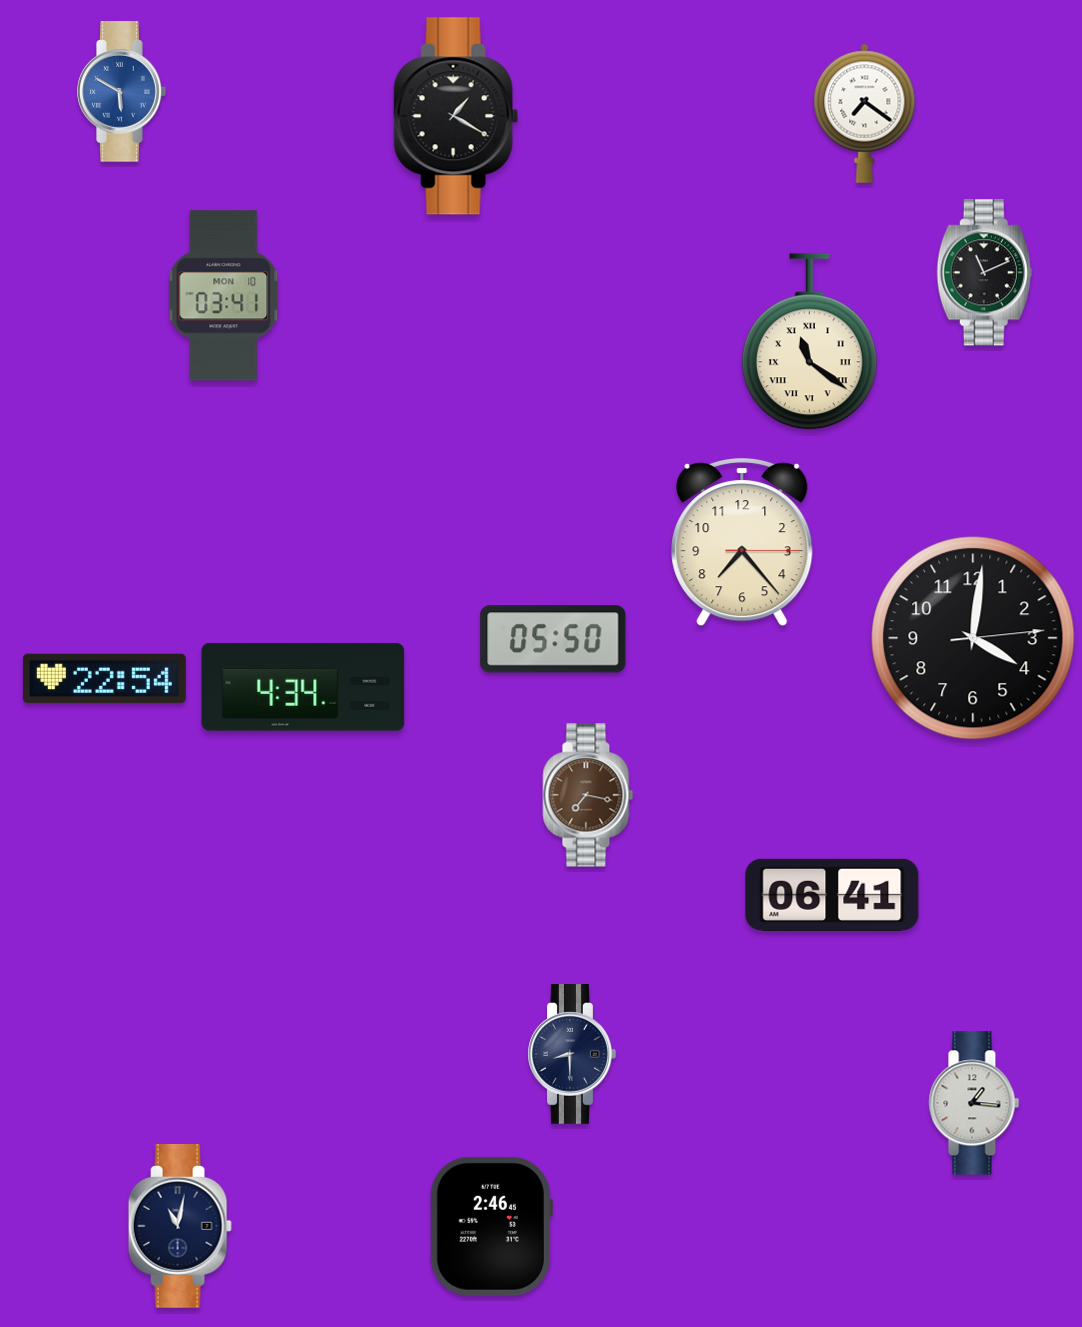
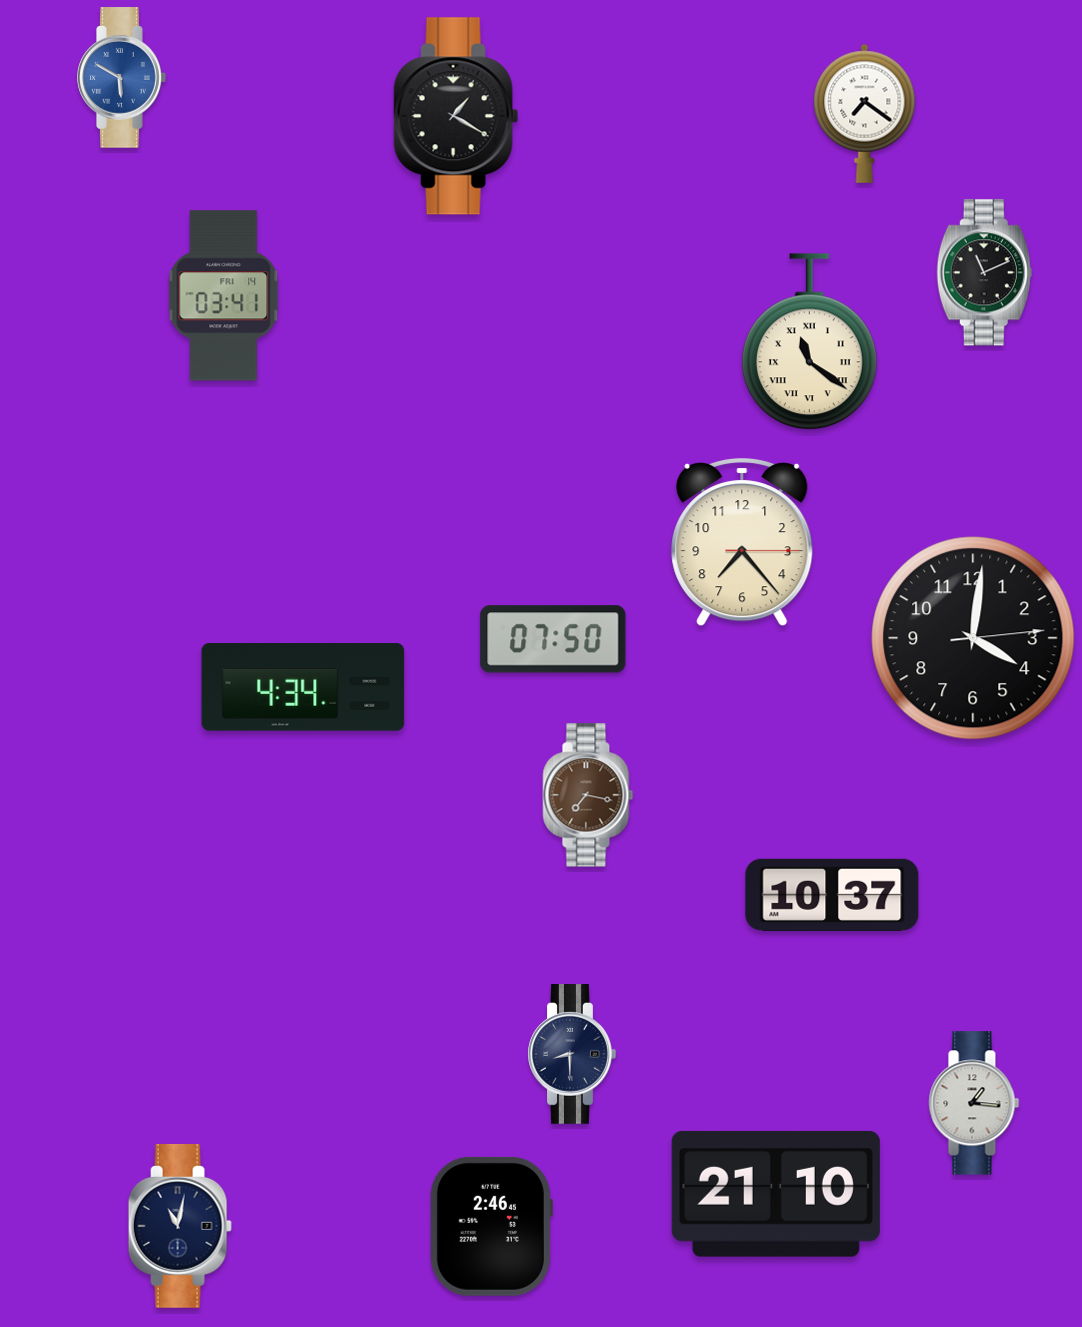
clock at (122, 92) position: (122, 92) -> (122, 78)
clock at (224, 296) date: MON 10 -> FRI 14
clock at (553, 639): 05:50 -> 07:50
clock at (104, 679): 22:54 -> none
clock at (832, 895): 06:41 -> 10:37
clock at (776, 1194): none -> 21:10
